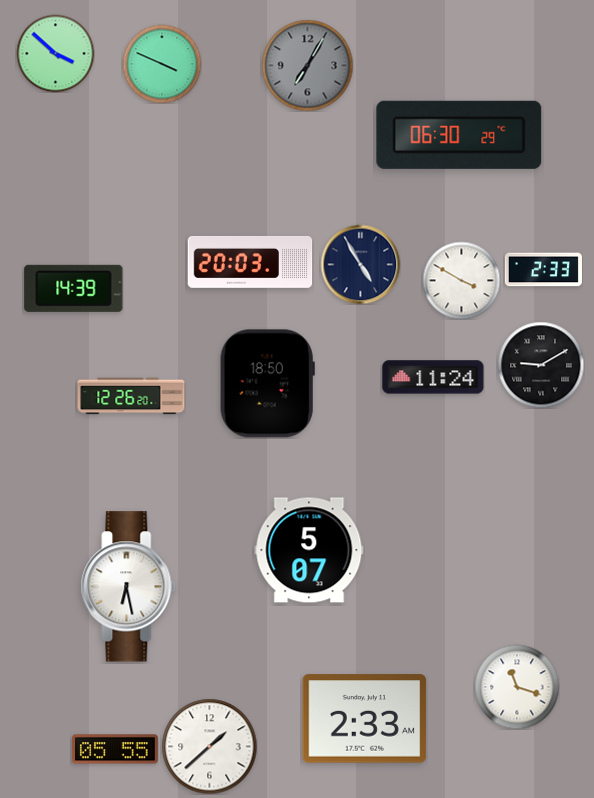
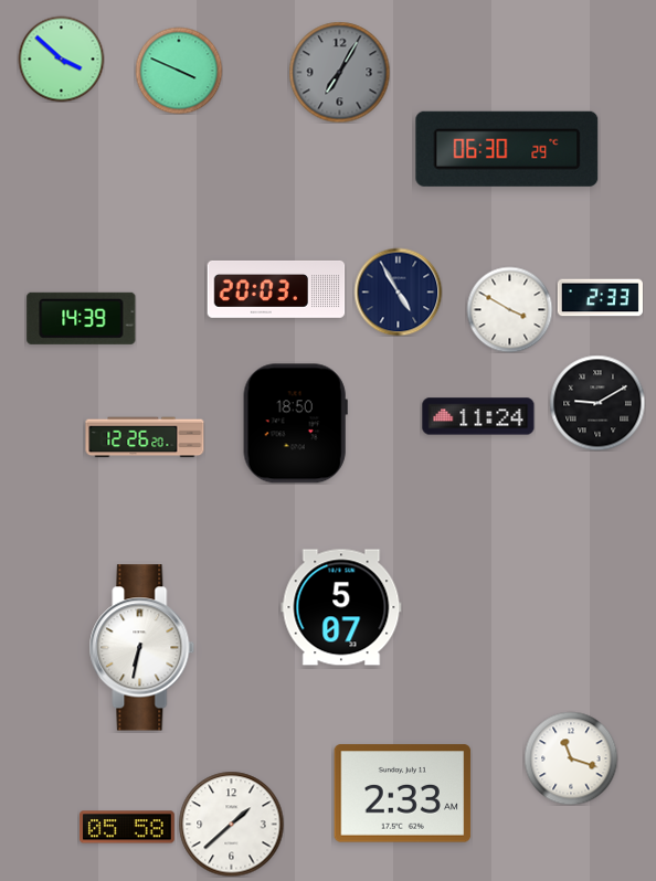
clock at (129, 587): 6:28 -> 6:32
clock at (116, 749): 05:55 -> 05:58
